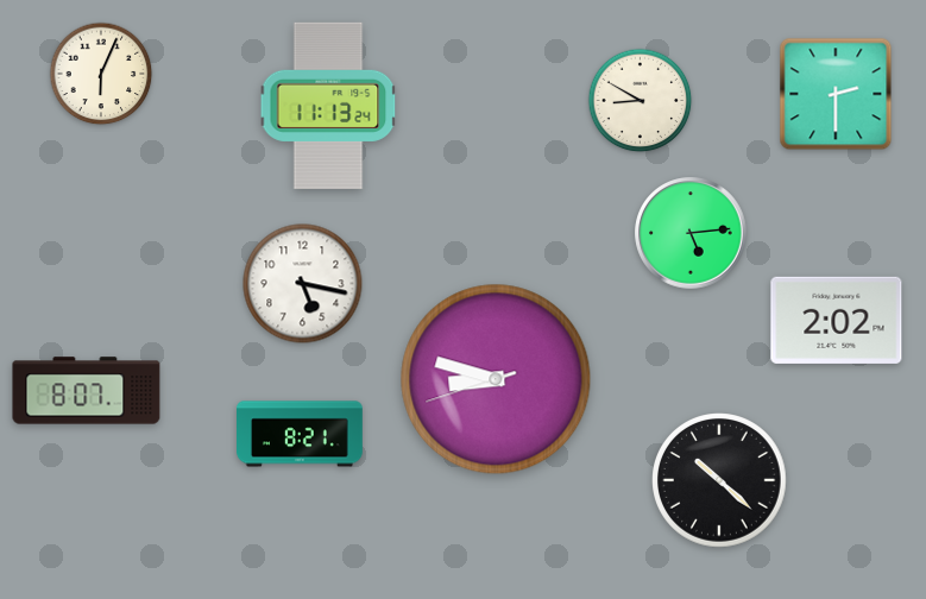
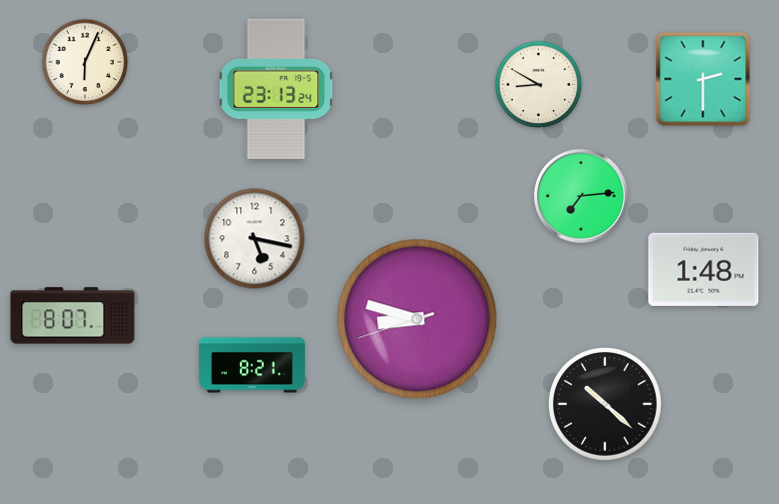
clock at (328, 105): 11:13 -> 23:13
clock at (691, 233): 5:14 -> 7:14
clock at (837, 320): 2:02 -> 1:48
clock at (87, 391) position: (87, 391) -> (73, 316)
